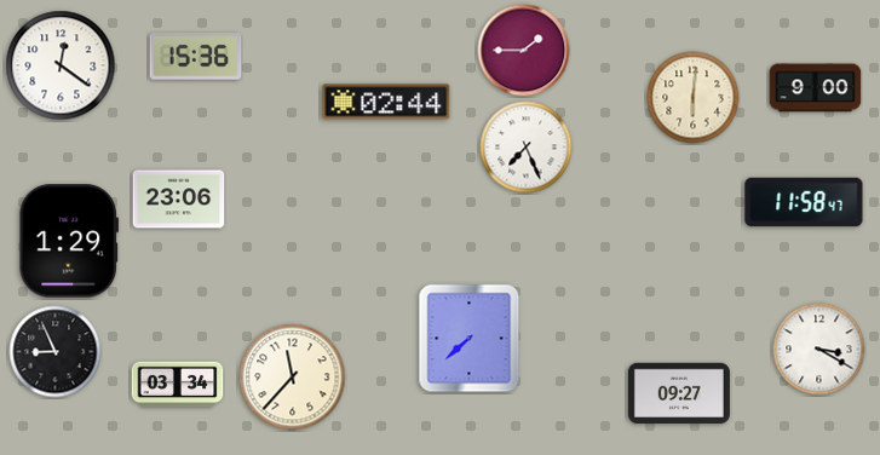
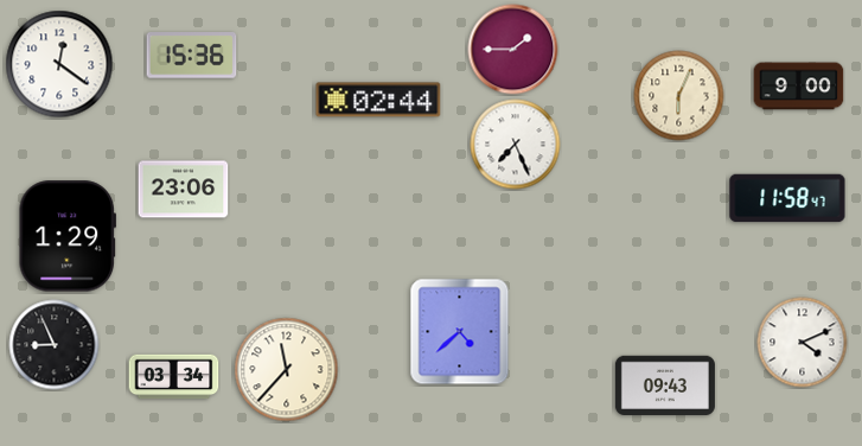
clock at (694, 98): 6:01 -> 6:04
clock at (179, 200) position: (179, 200) -> (184, 190)
clock at (470, 339): 7:38 -> 4:38
clock at (819, 350): 3:20 -> 4:11
clock at (679, 392): 09:27 -> 09:43
